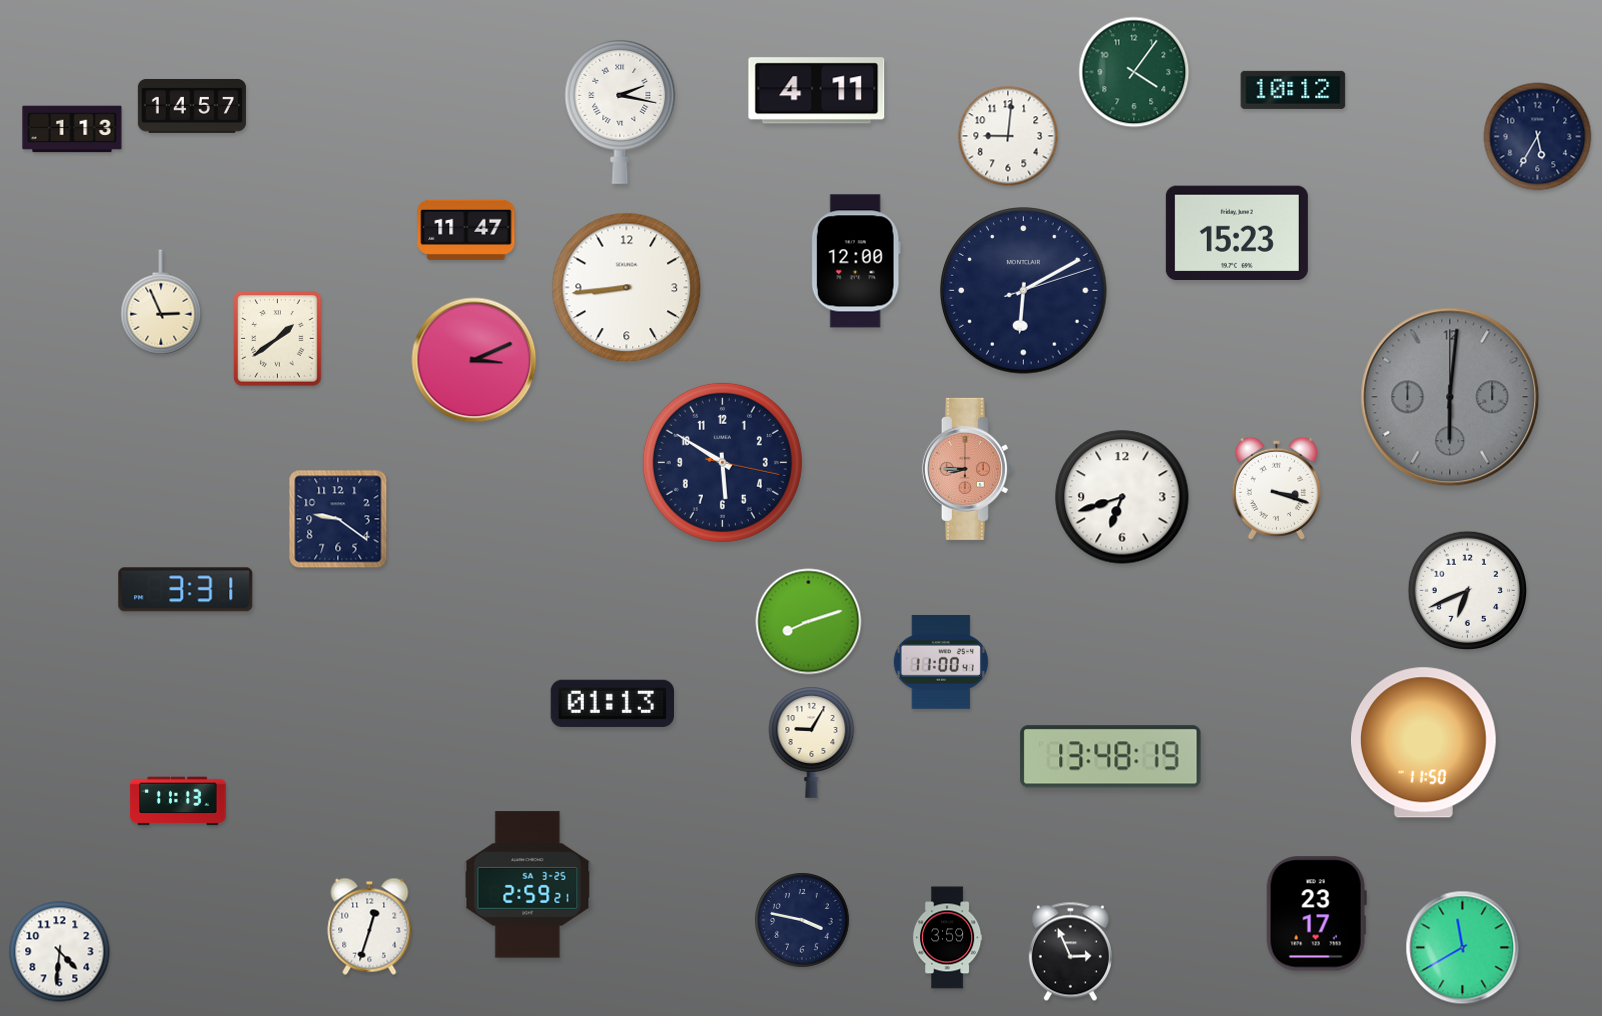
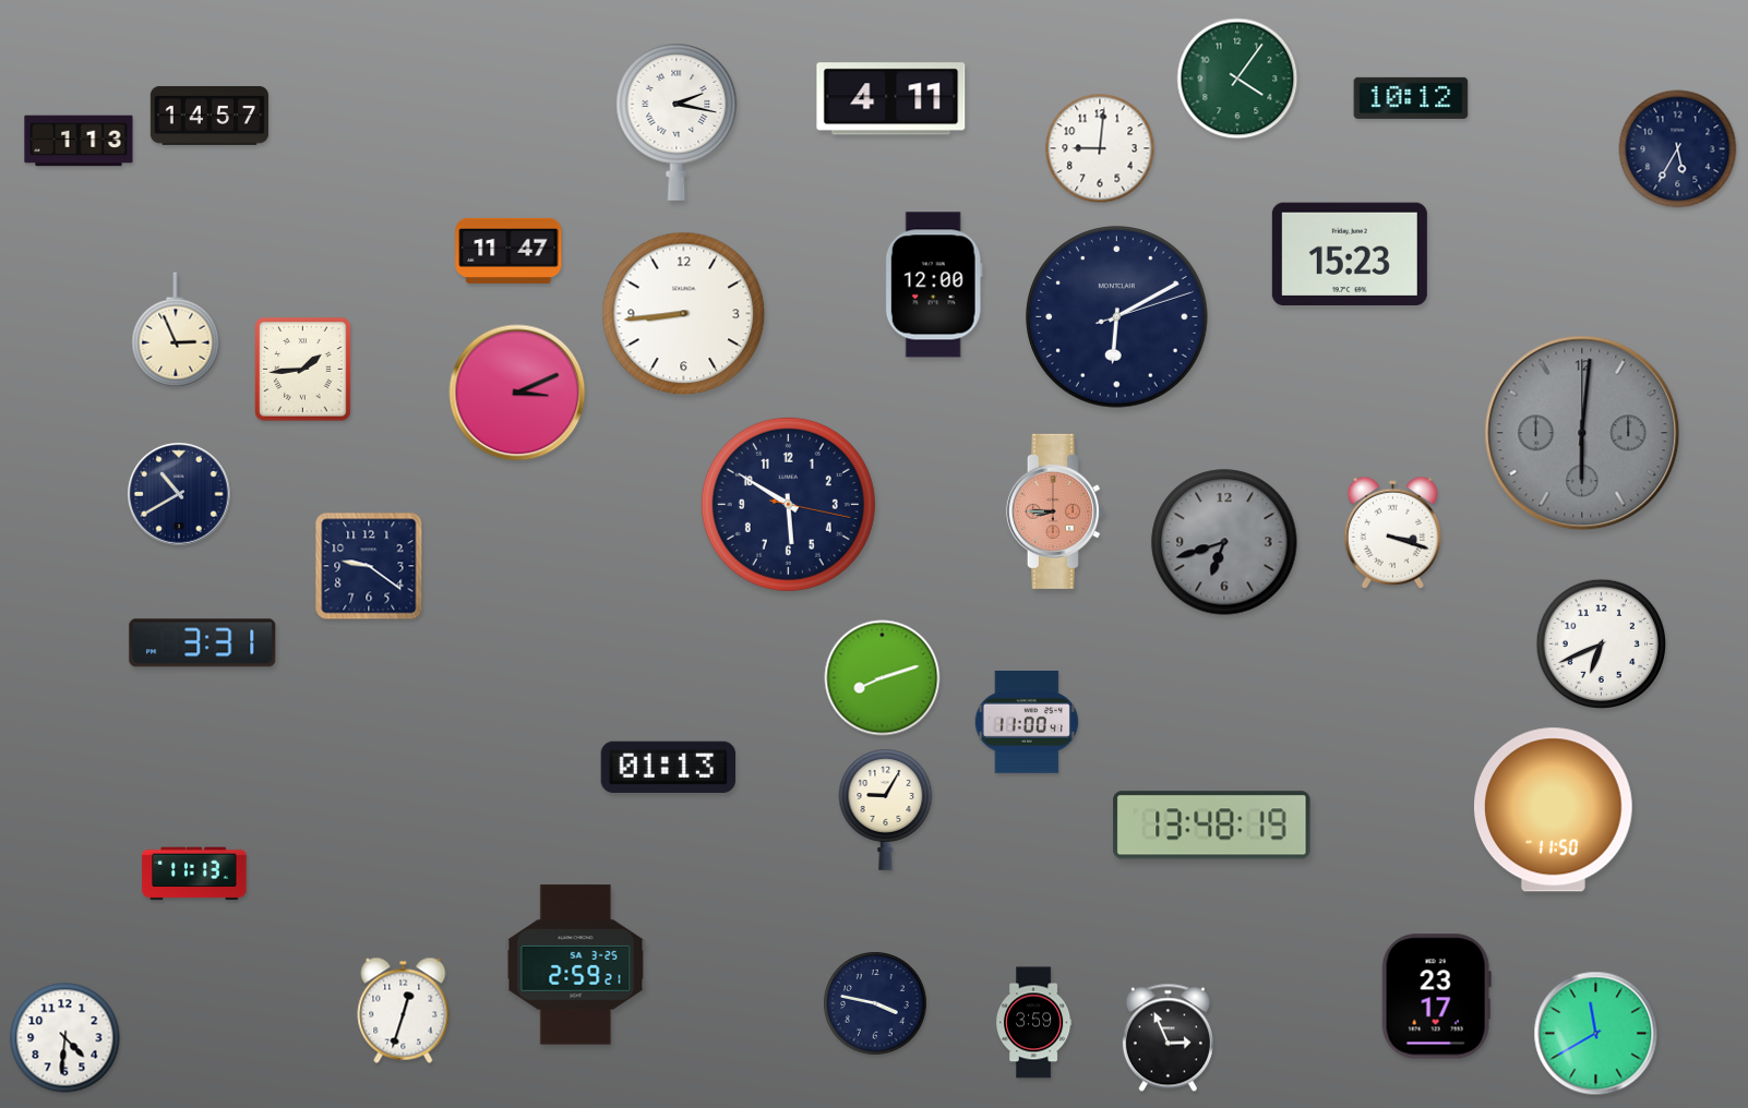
clock at (278, 339): 1:39 -> 1:44
clock at (180, 495): none -> 10:40
clock at (1122, 497) dial: white -> grey
